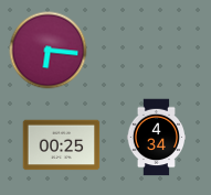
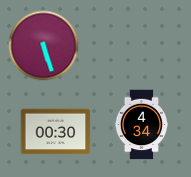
clock at (49, 51): 6:16 -> 5:27
clock at (62, 145): 00:25 -> 00:30
